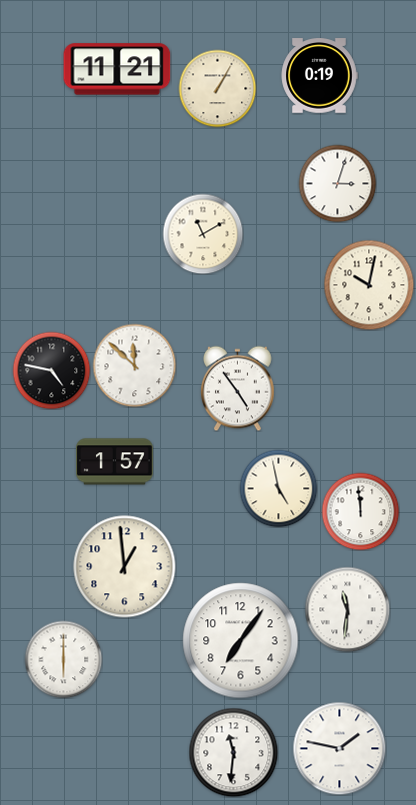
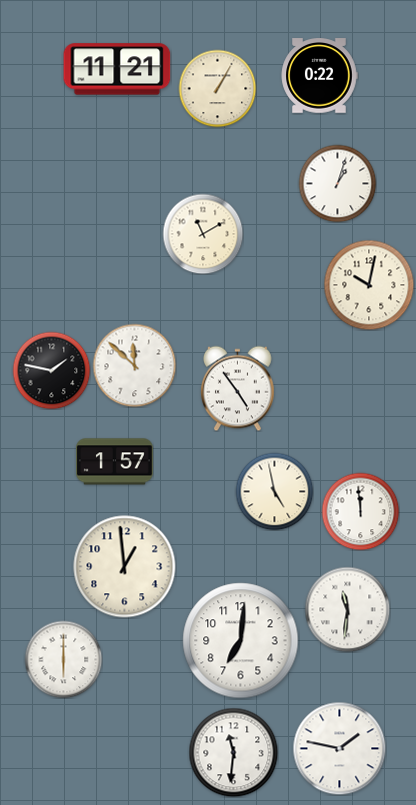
clock at (319, 76): 0:19 -> 0:22
clock at (337, 183): 3:03 -> 1:03
clock at (51, 370): 4:47 -> 1:47
clock at (278, 488) position: (278, 488) -> (274, 491)
clock at (241, 641): 7:06 -> 7:01
